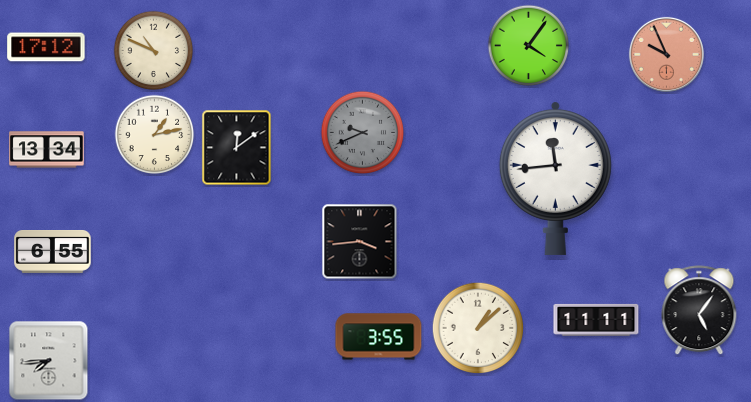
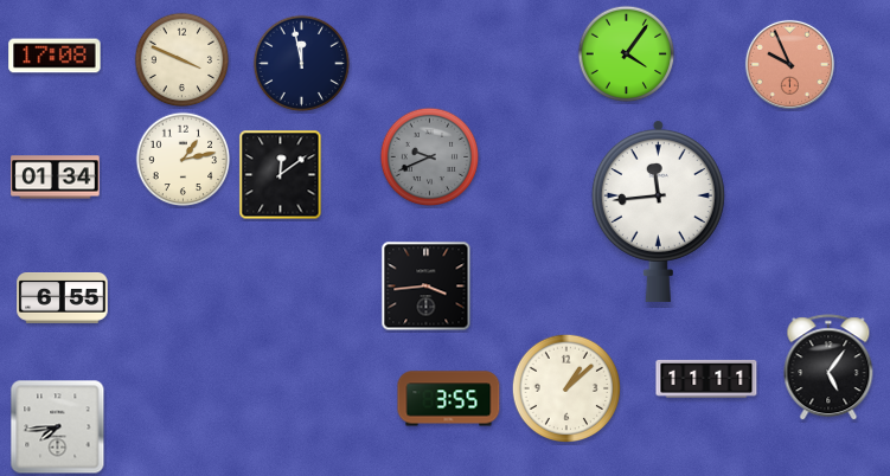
clock at (46, 47): 17:12 -> 17:08
clock at (154, 51): 10:49 -> 3:49
clock at (302, 64): none -> 11:58
clock at (47, 150): 13:34 -> 01:34
